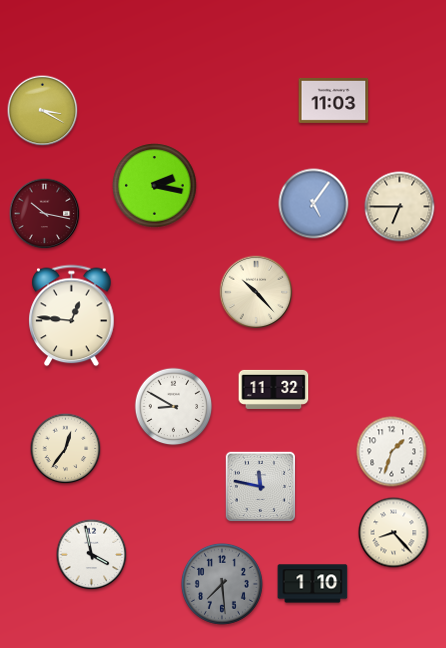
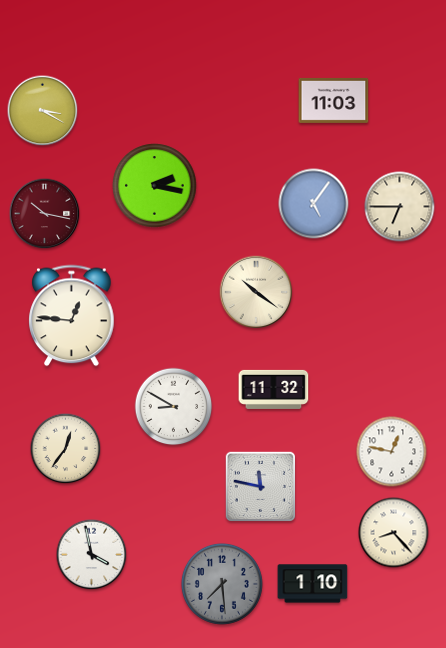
clock at (256, 292): 10:23 -> 10:21
clock at (392, 452): 1:33 -> 12:47
